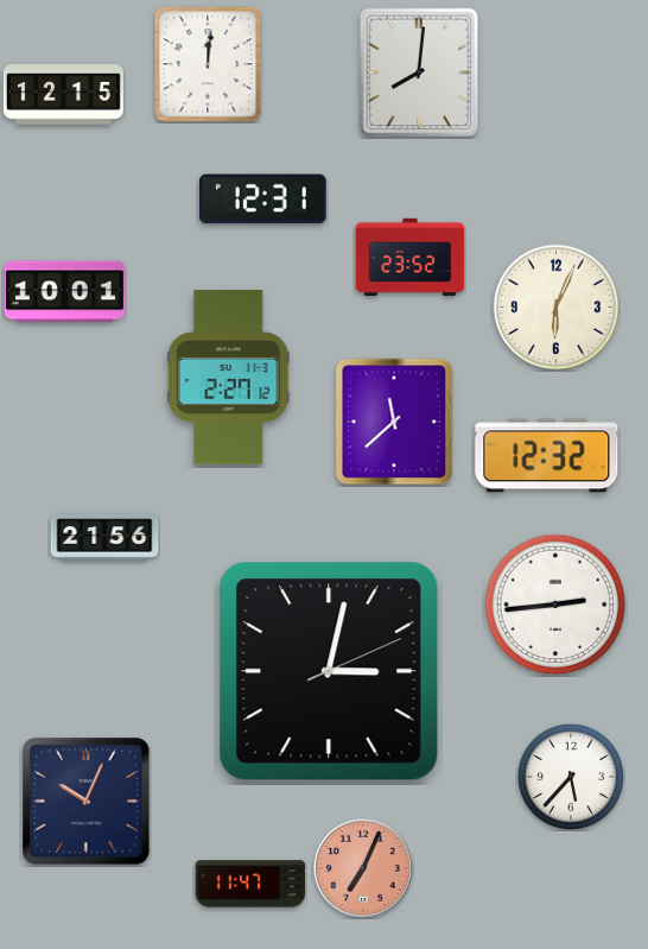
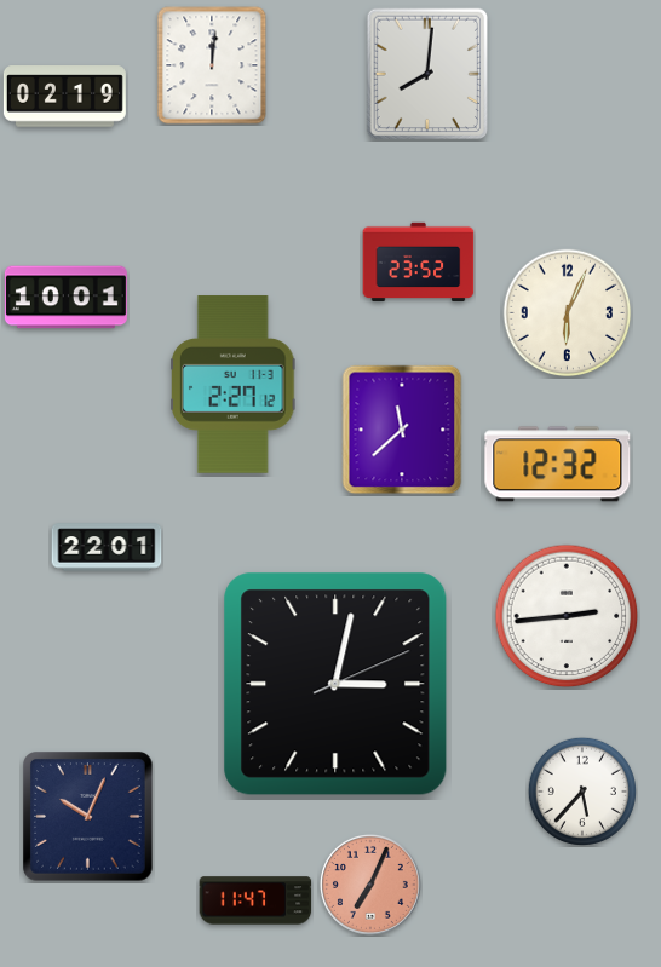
clock at (63, 95): 12:15 -> 02:19
clock at (263, 200): 12:31 -> none
clock at (104, 537): 21:56 -> 22:01
